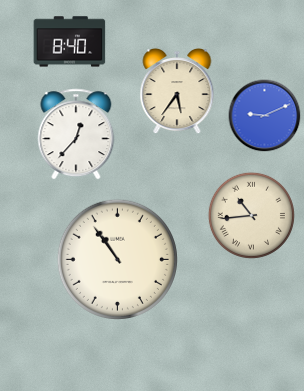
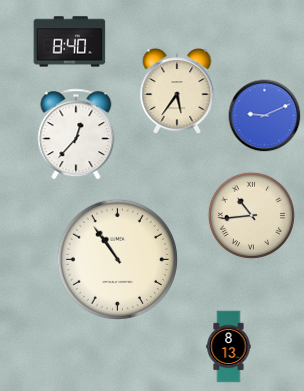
clock at (229, 347): none -> 8:13
